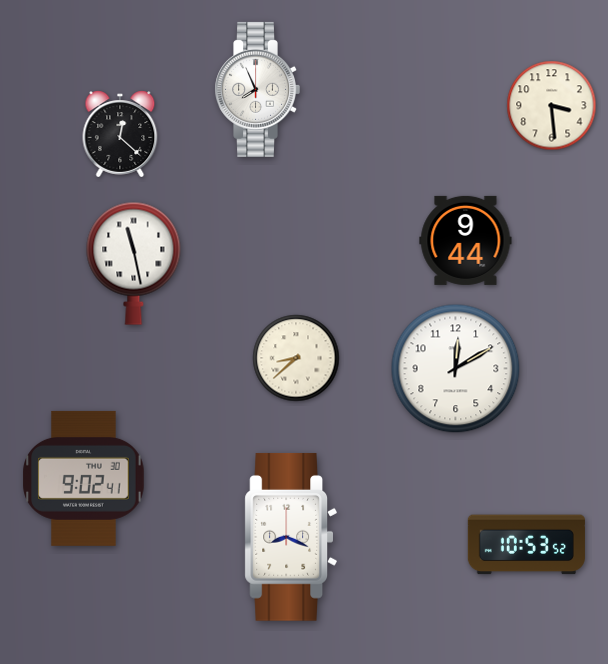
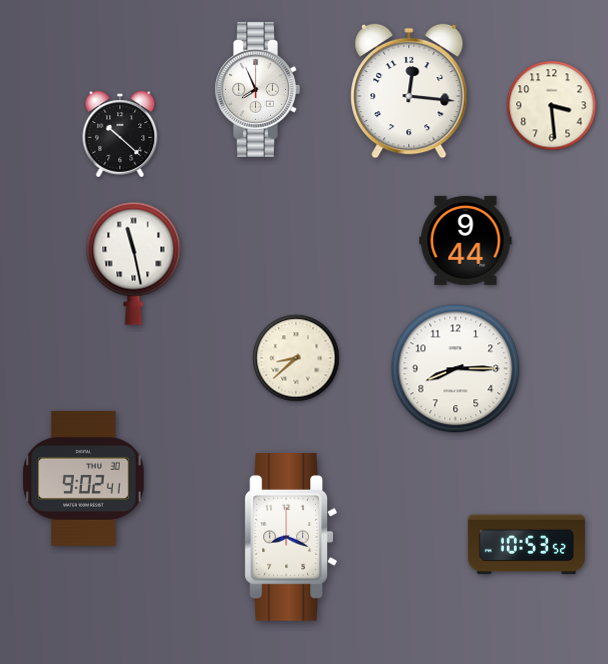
clock at (409, 91): none -> 12:16
clock at (120, 134): 12:22 -> 10:22
clock at (456, 369): 12:10 -> 8:15
